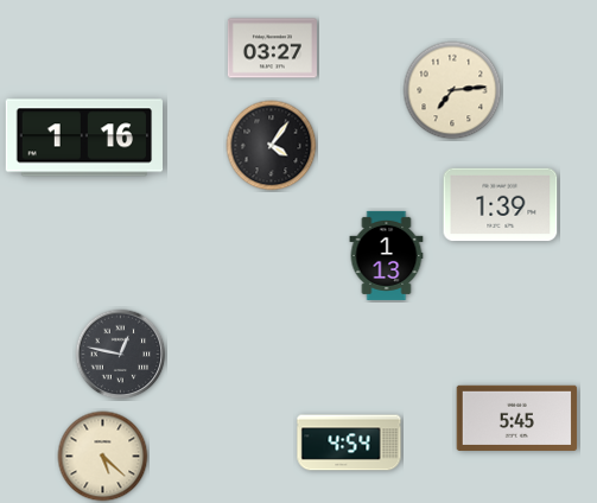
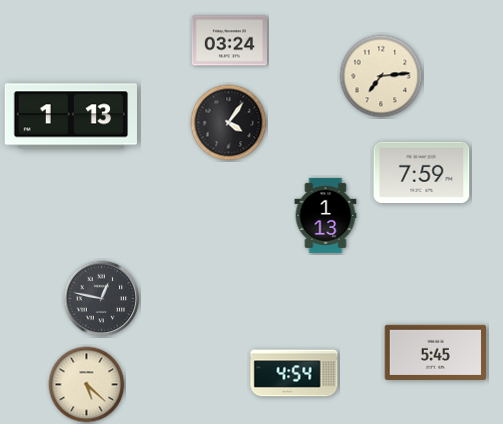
clock at (272, 49): 03:27 -> 03:24
clock at (84, 138): 1:16 -> 1:13
clock at (501, 205): 1:39 -> 7:59
